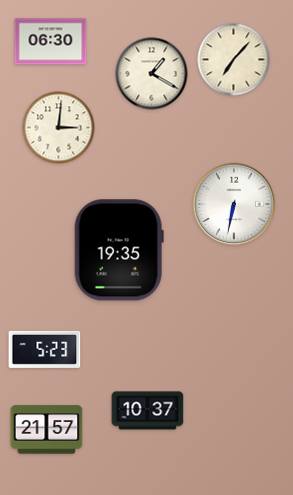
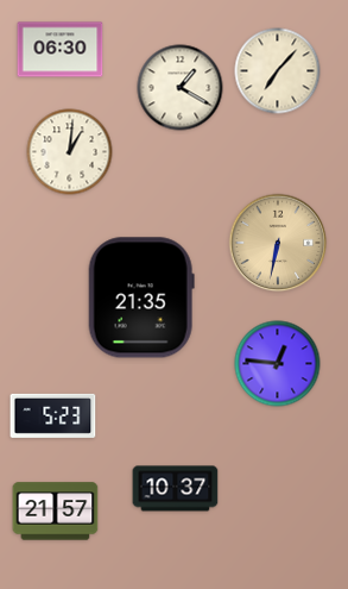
clock at (59, 128): 3:01 -> 1:01
clock at (234, 204) dial: white -> champagne
clock at (119, 250): 19:35 -> 21:35
clock at (278, 364): none -> 12:46
